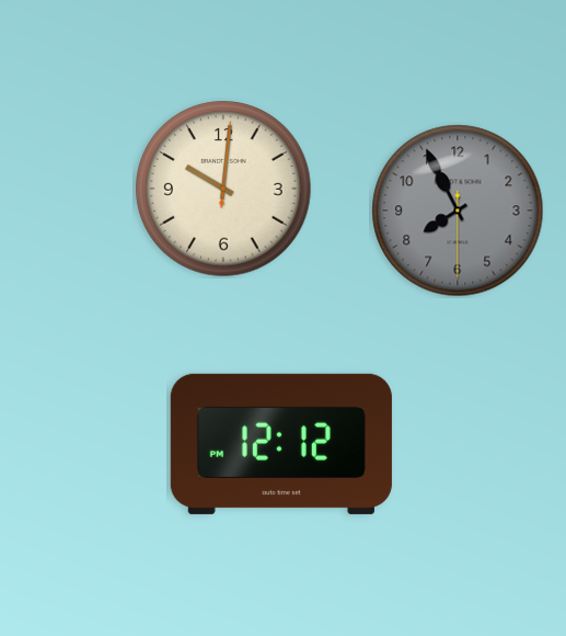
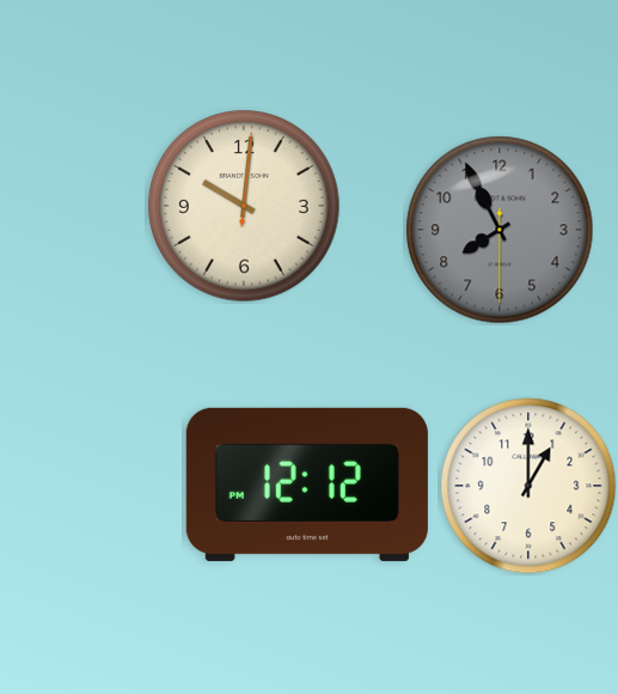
clock at (528, 486): none -> 1:00
